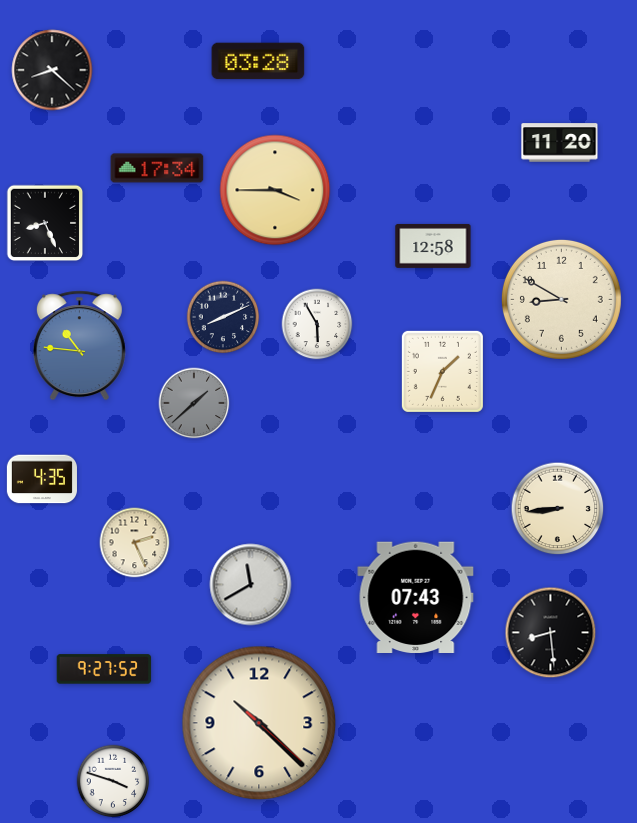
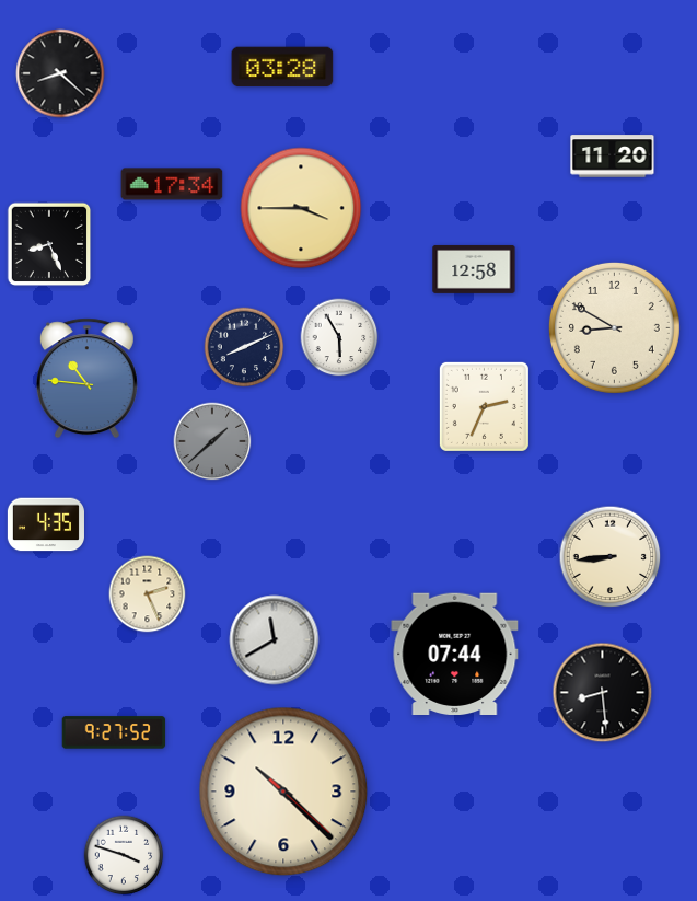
clock at (52, 70) position: (52, 70) -> (60, 73)
clock at (317, 324) position: (317, 324) -> (339, 337)
clock at (442, 371): 1:34 -> 2:34
clock at (416, 597): 07:43 -> 07:44
